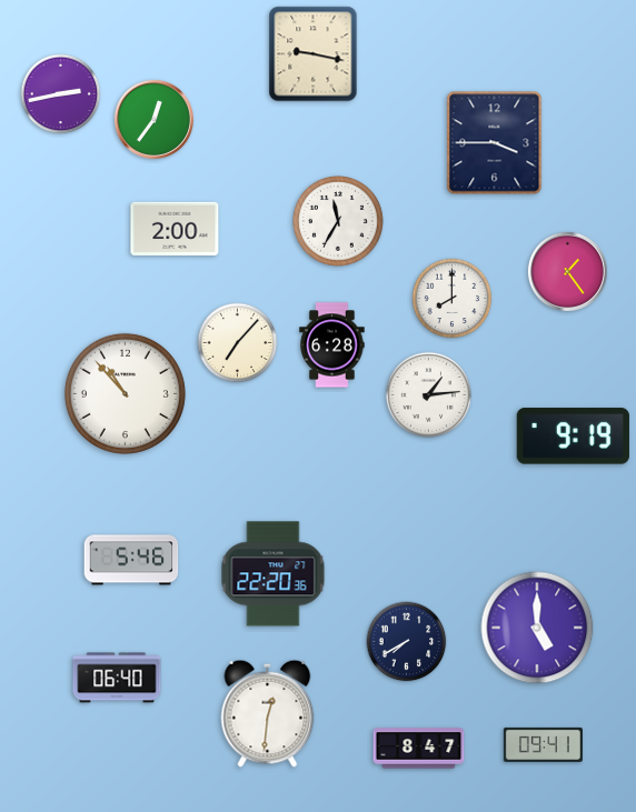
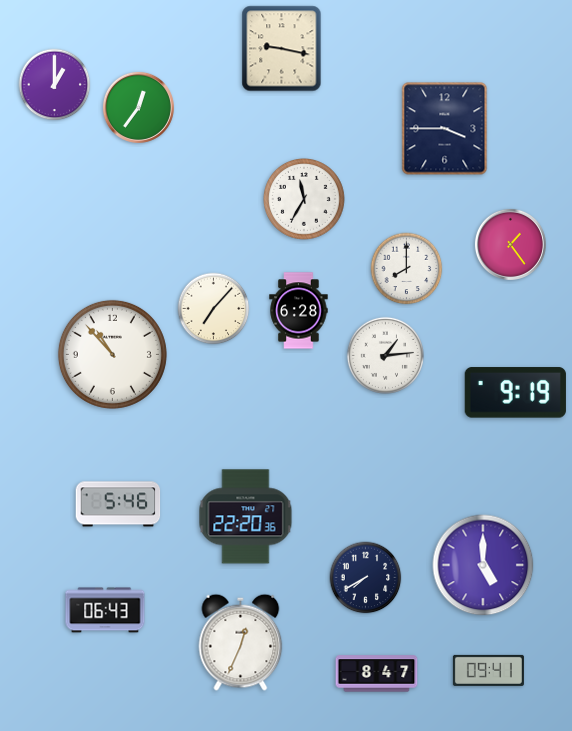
clock at (61, 94): 2:43 -> 1:00
clock at (175, 229): 2:00 -> none
clock at (117, 678): 06:40 -> 06:43
clock at (268, 713): 12:31 -> 12:34
